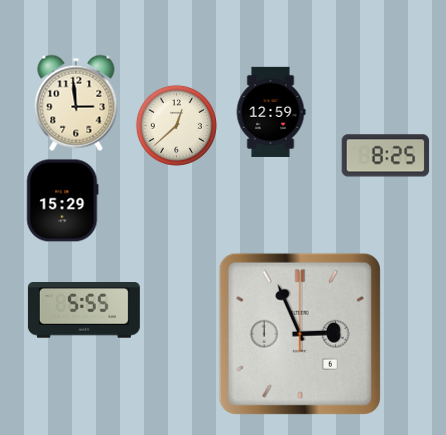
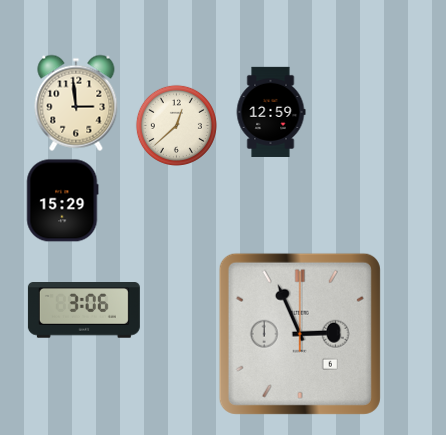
clock at (386, 156): 8:25 -> none
clock at (84, 311): 5:55 -> 3:06
